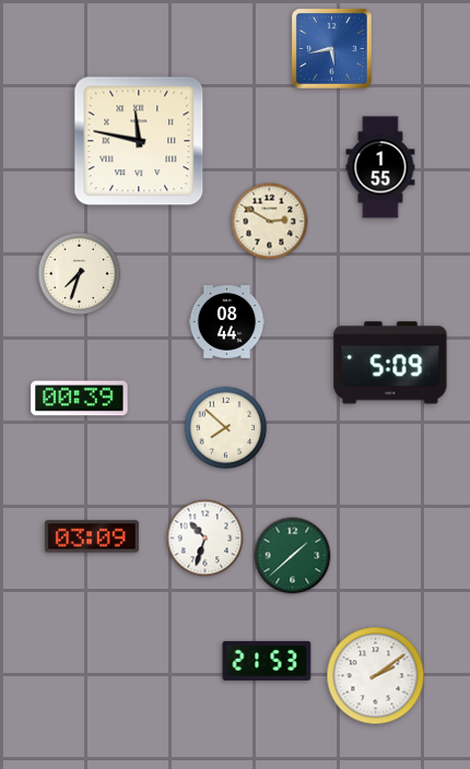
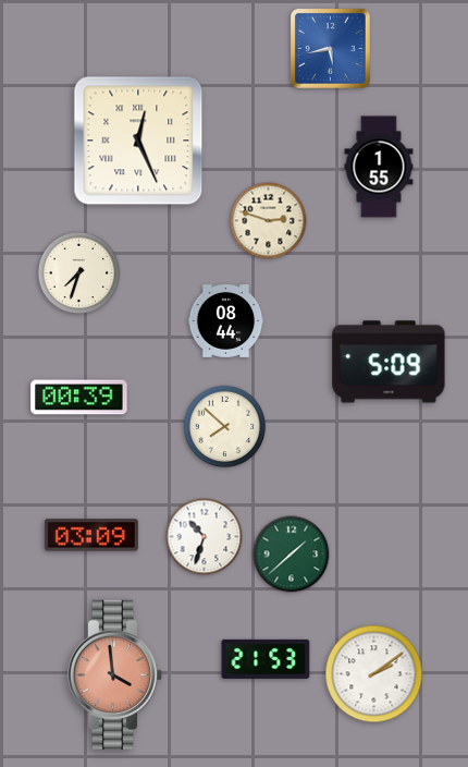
clock at (139, 141): 11:47 -> 12:26
clock at (270, 222): 2:50 -> 2:48
clock at (115, 674): none -> 3:59
